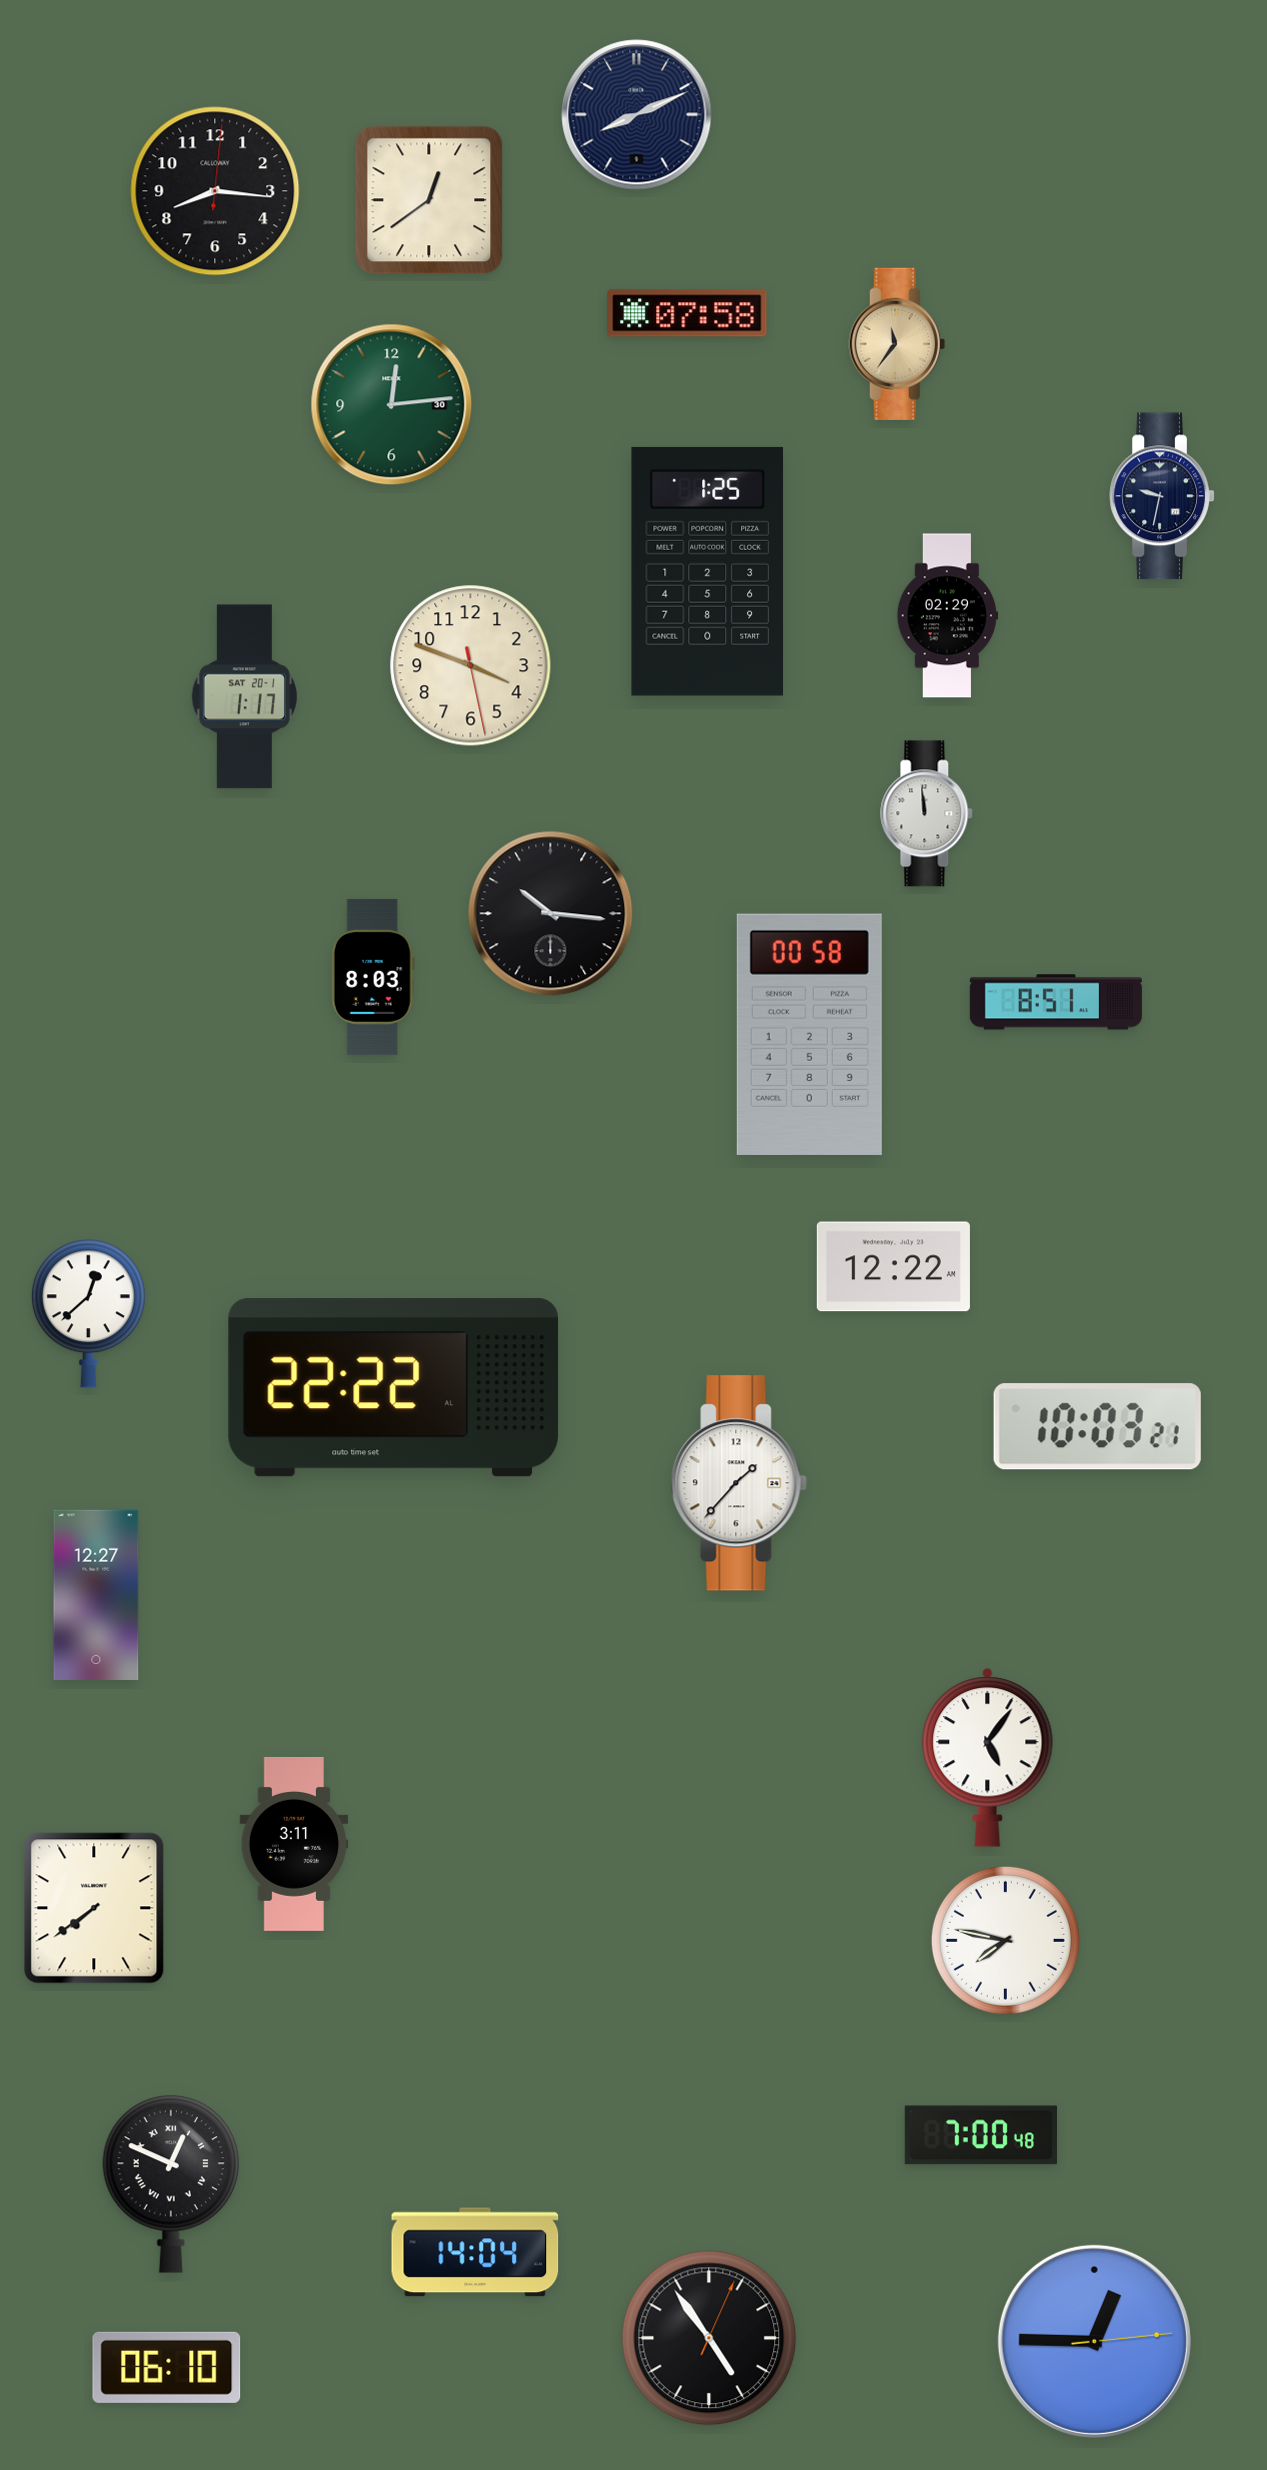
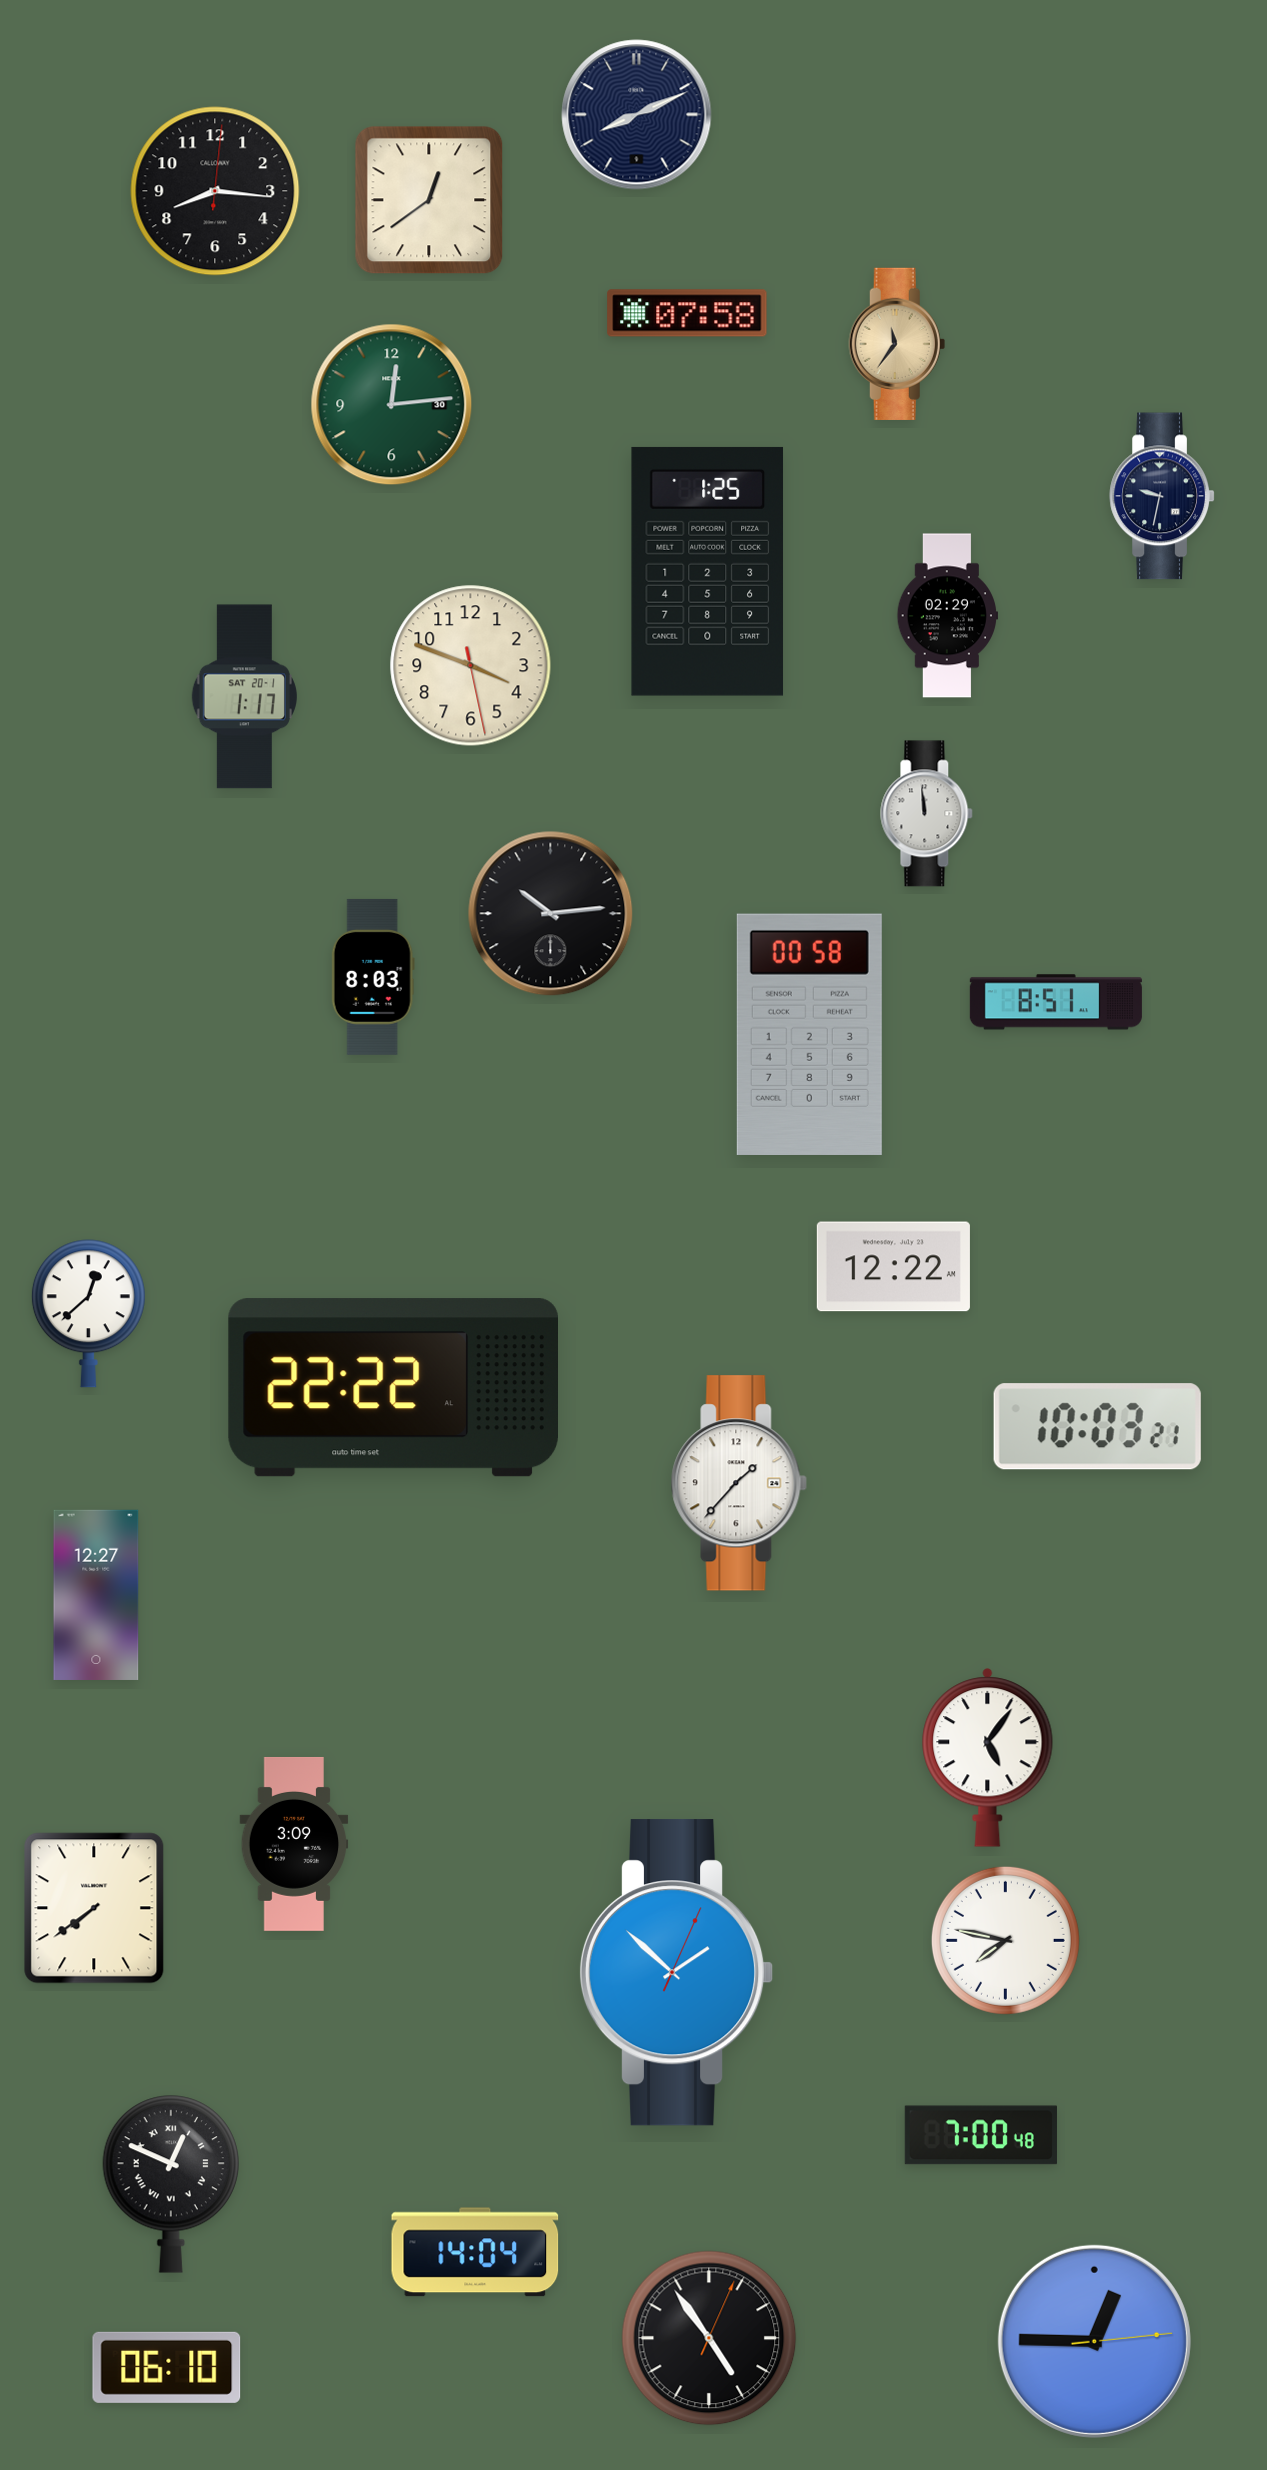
clock at (551, 914): 10:16 -> 10:14
clock at (294, 1844): 3:11 -> 3:09
clock at (676, 1973): none -> 1:52
